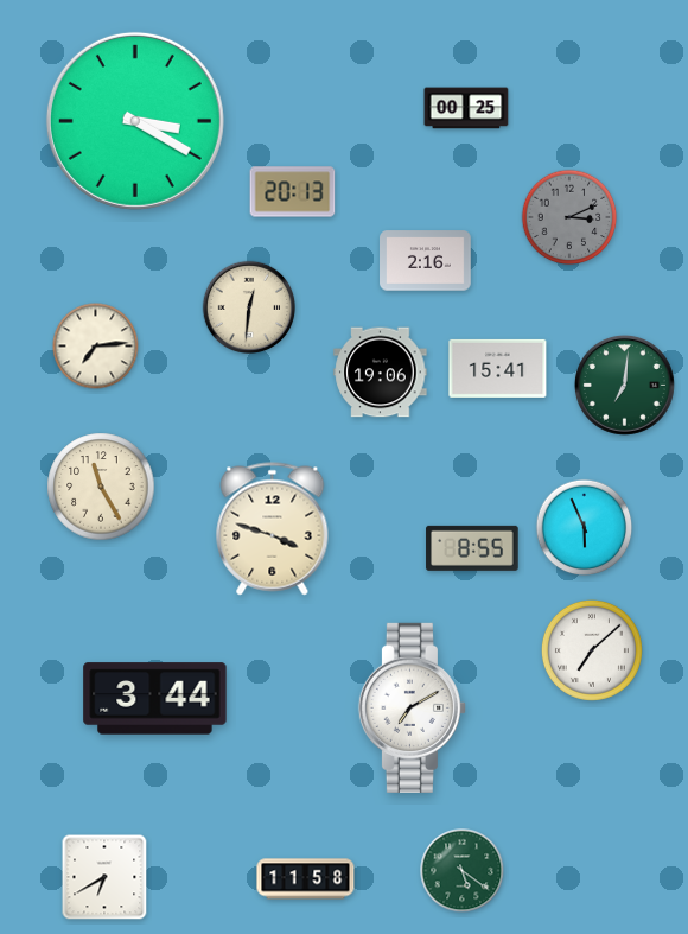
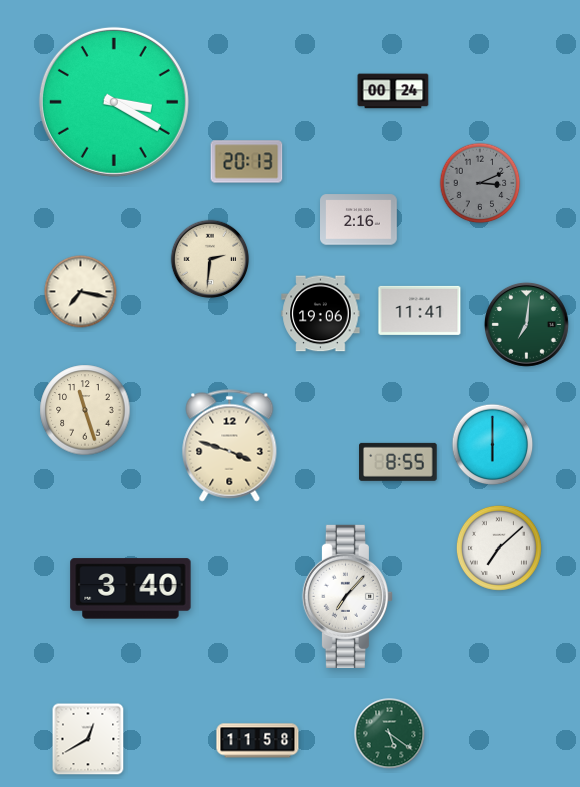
clock at (466, 108): 00:25 -> 00:24
clock at (249, 307): 12:31 -> 2:31
clock at (96, 347): 7:14 -> 7:17
clock at (498, 368): 15:41 -> 11:41
clock at (101, 487): 11:25 -> 11:27
clock at (585, 528): 5:56 -> 6:00
clock at (155, 699): 3:44 -> 3:40
clock at (412, 707): 7:10 -> 7:07
clock at (104, 877): 6:40 -> 12:40
